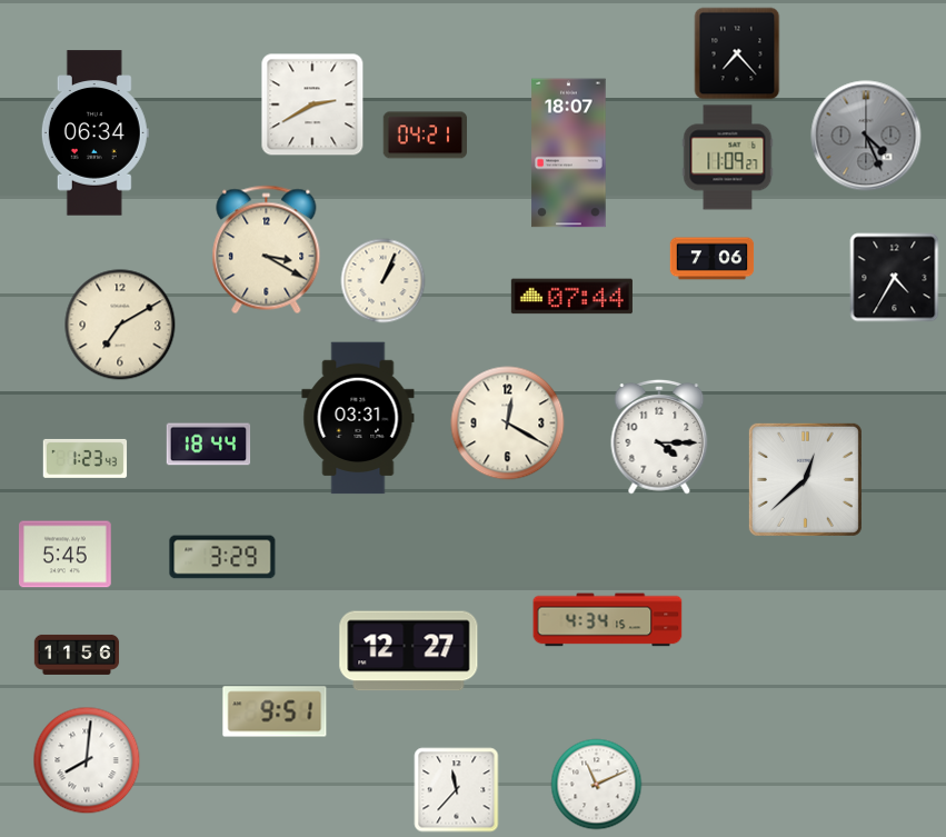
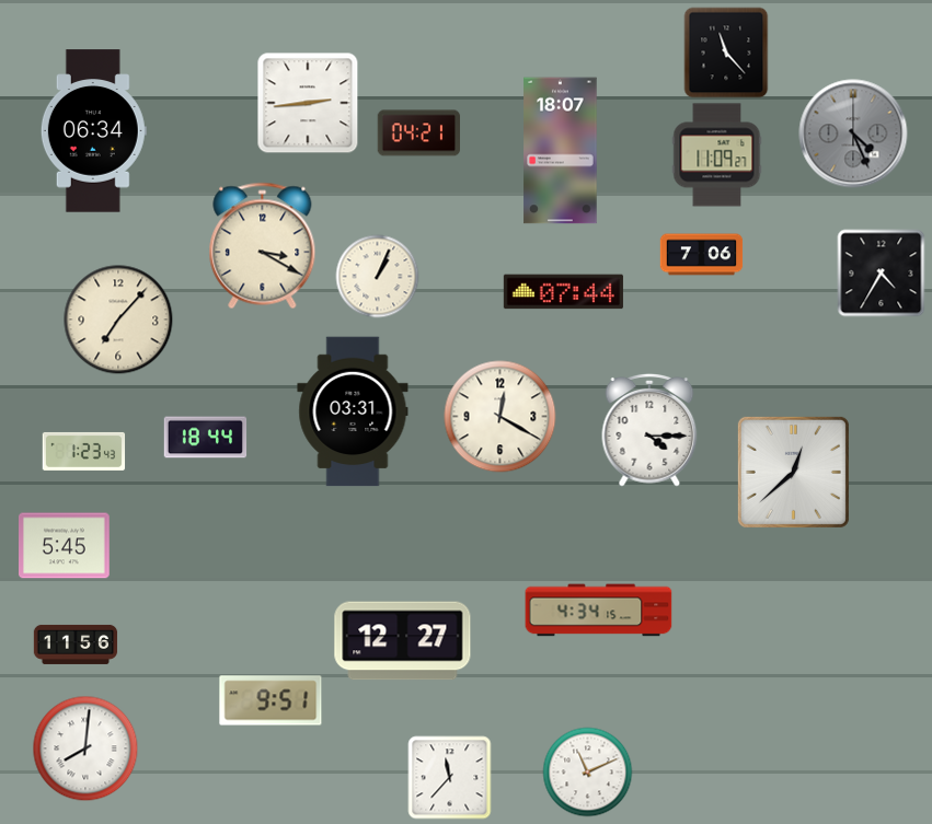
clock at (737, 53): 7:23 -> 11:23
clock at (312, 104): 2:40 -> 2:44
clock at (120, 325): 7:10 -> 7:07
clock at (222, 557): 3:29 -> none
